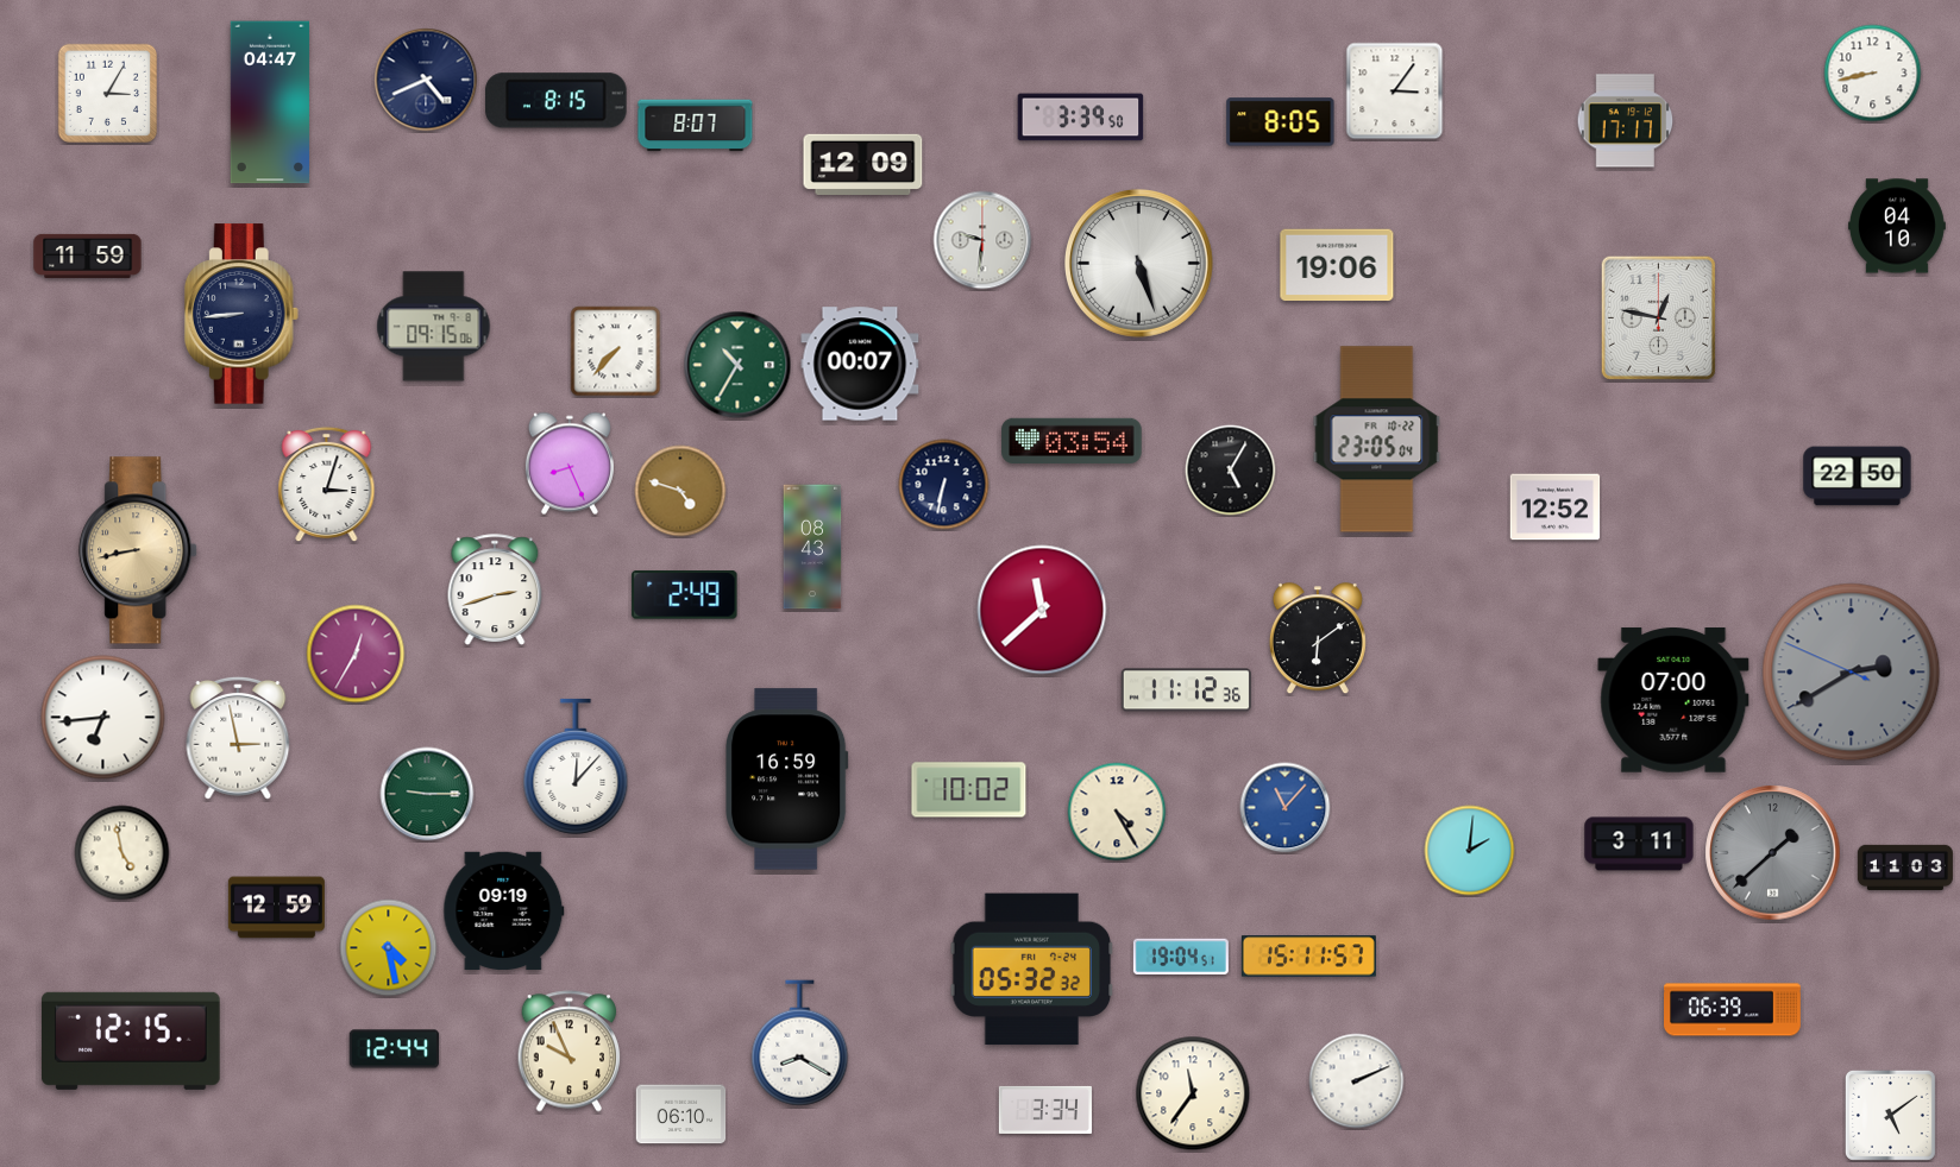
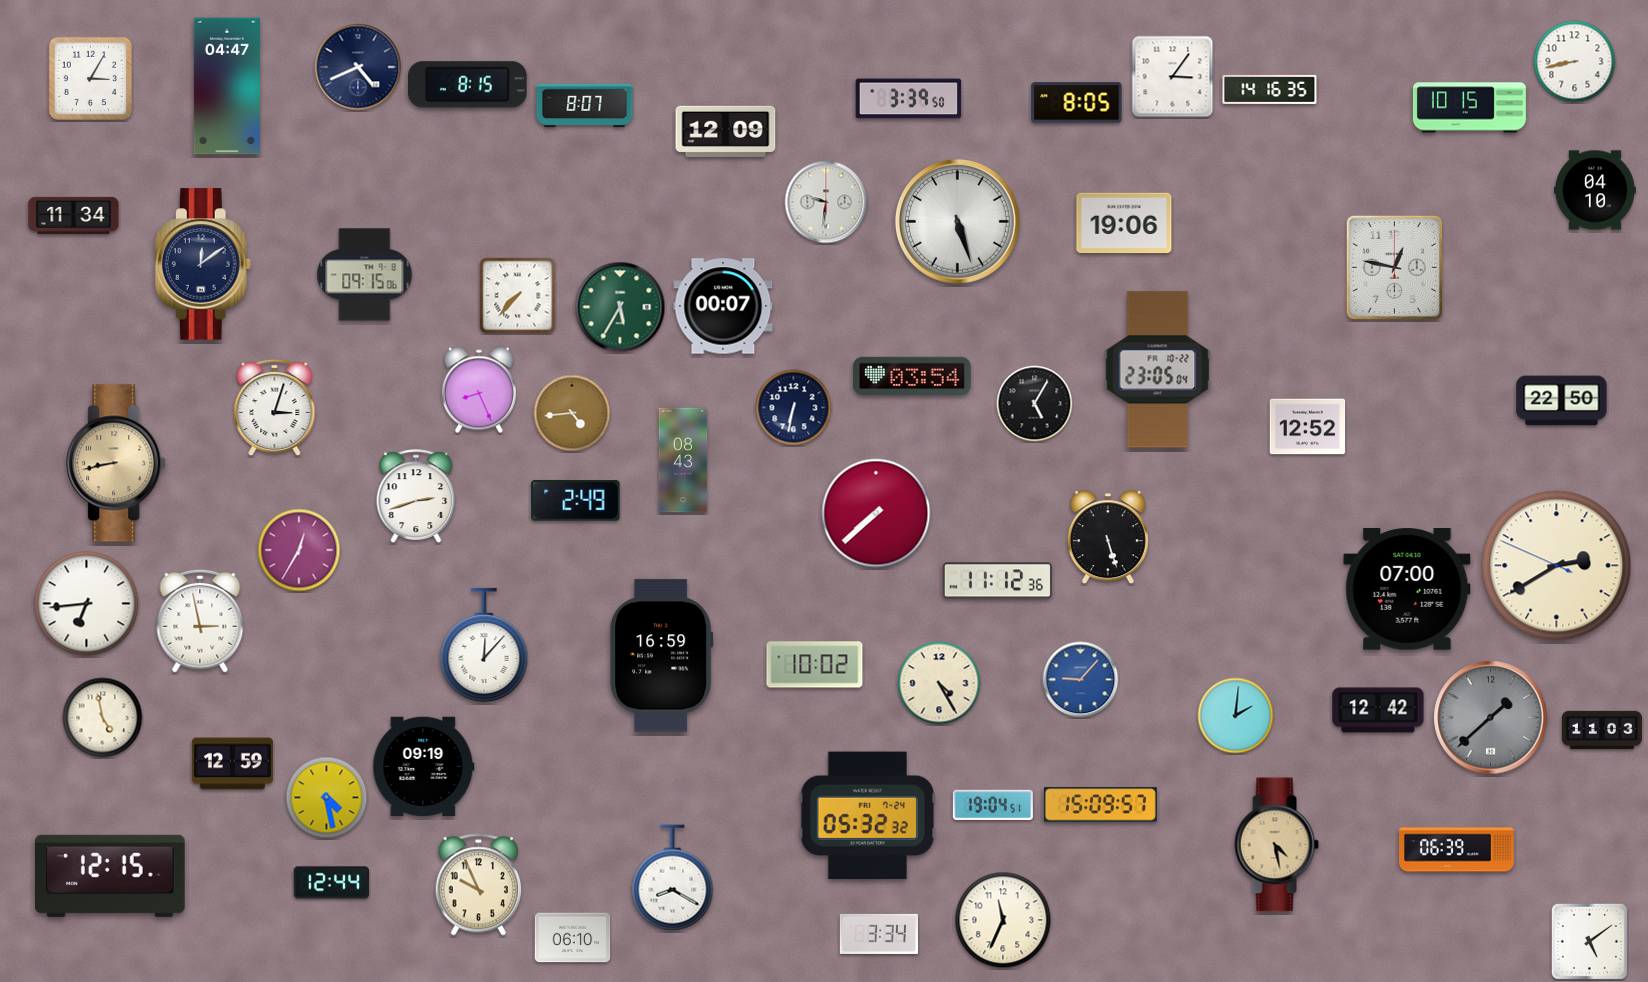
clock at (1270, 89): none -> 14:16
clock at (1626, 121): 17:17 -> none
clock at (1469, 108): none -> 10:15
clock at (863, 164) position: (863, 164) -> (726, 131)
clock at (88, 256): 11:59 -> 11:34
clock at (241, 314): 8:44 -> 12:09
clock at (737, 365): 10:35 -> 5:35
clock at (1072, 440) position: (1072, 440) -> (912, 375)
clock at (1231, 471) position: (1231, 471) -> (1035, 404)
clock at (680, 491): 4:48 -> 4:44
clock at (1042, 610): 11:38 -> 7:38
clock at (1318, 639): 6:09 -> 5:27
clock at (1852, 673) dial: grey -> cream
clock at (427, 794): 9:15 -> none
clock at (1286, 808): 11:07 -> 9:07
clock at (1639, 844): 3:11 -> 12:42
clock at (1308, 957): 15:11 -> 15:09
clock at (1276, 845): none -> 4:28
clock at (1357, 1081): 2:11 -> none
clock at (1193, 1093): 11:36 -> 11:34
clock at (1890, 1115) position: (1890, 1115) -> (1589, 941)
